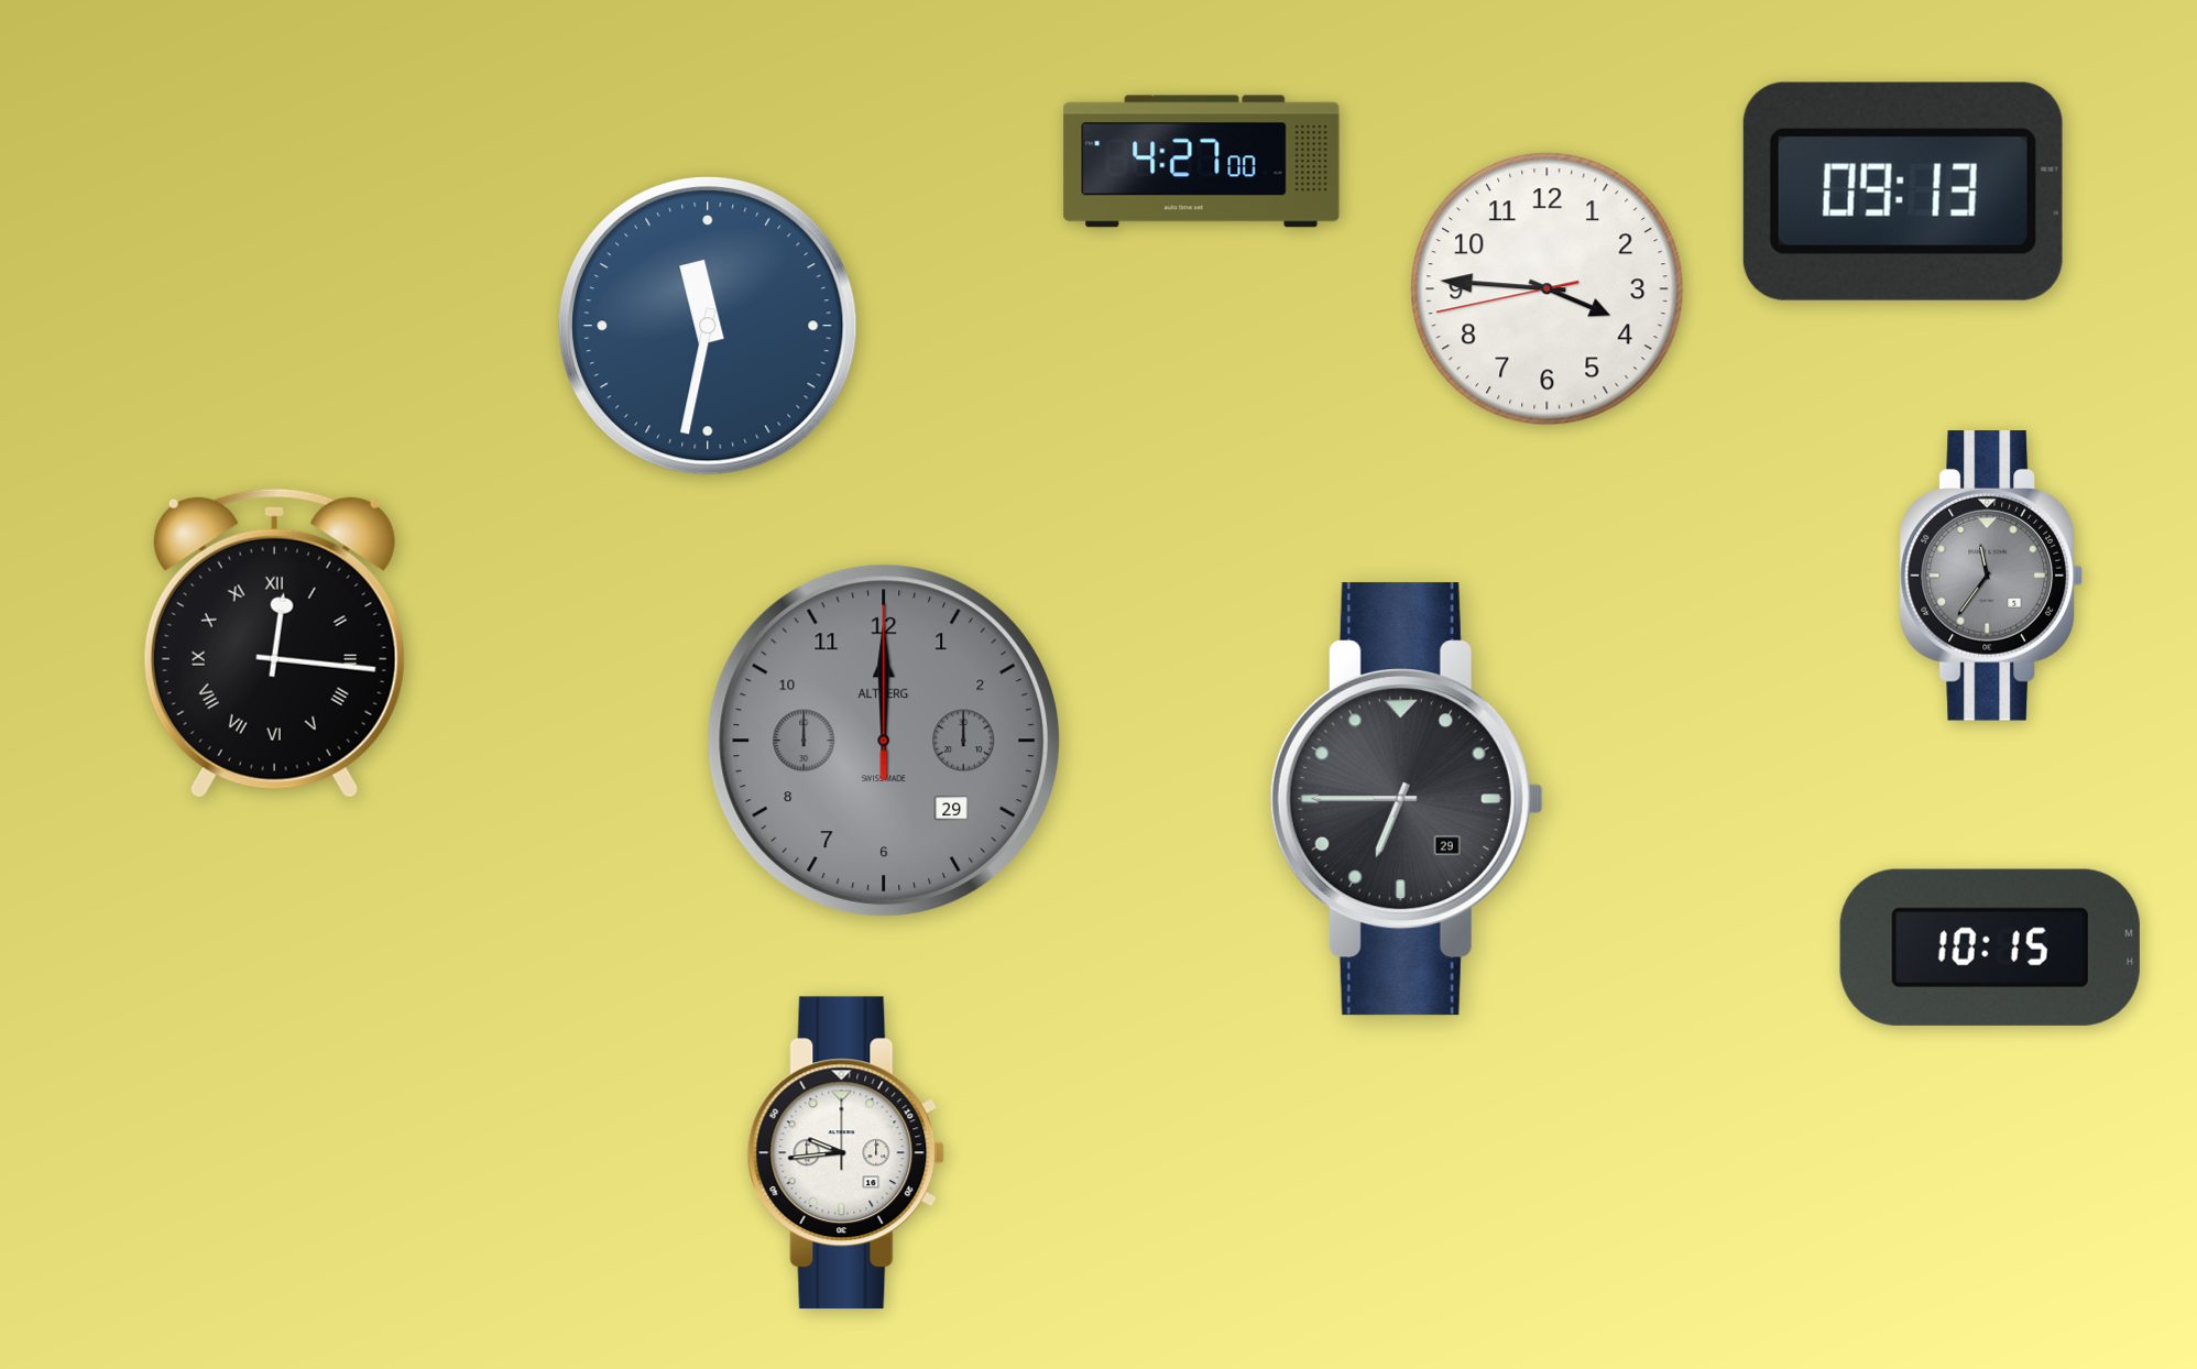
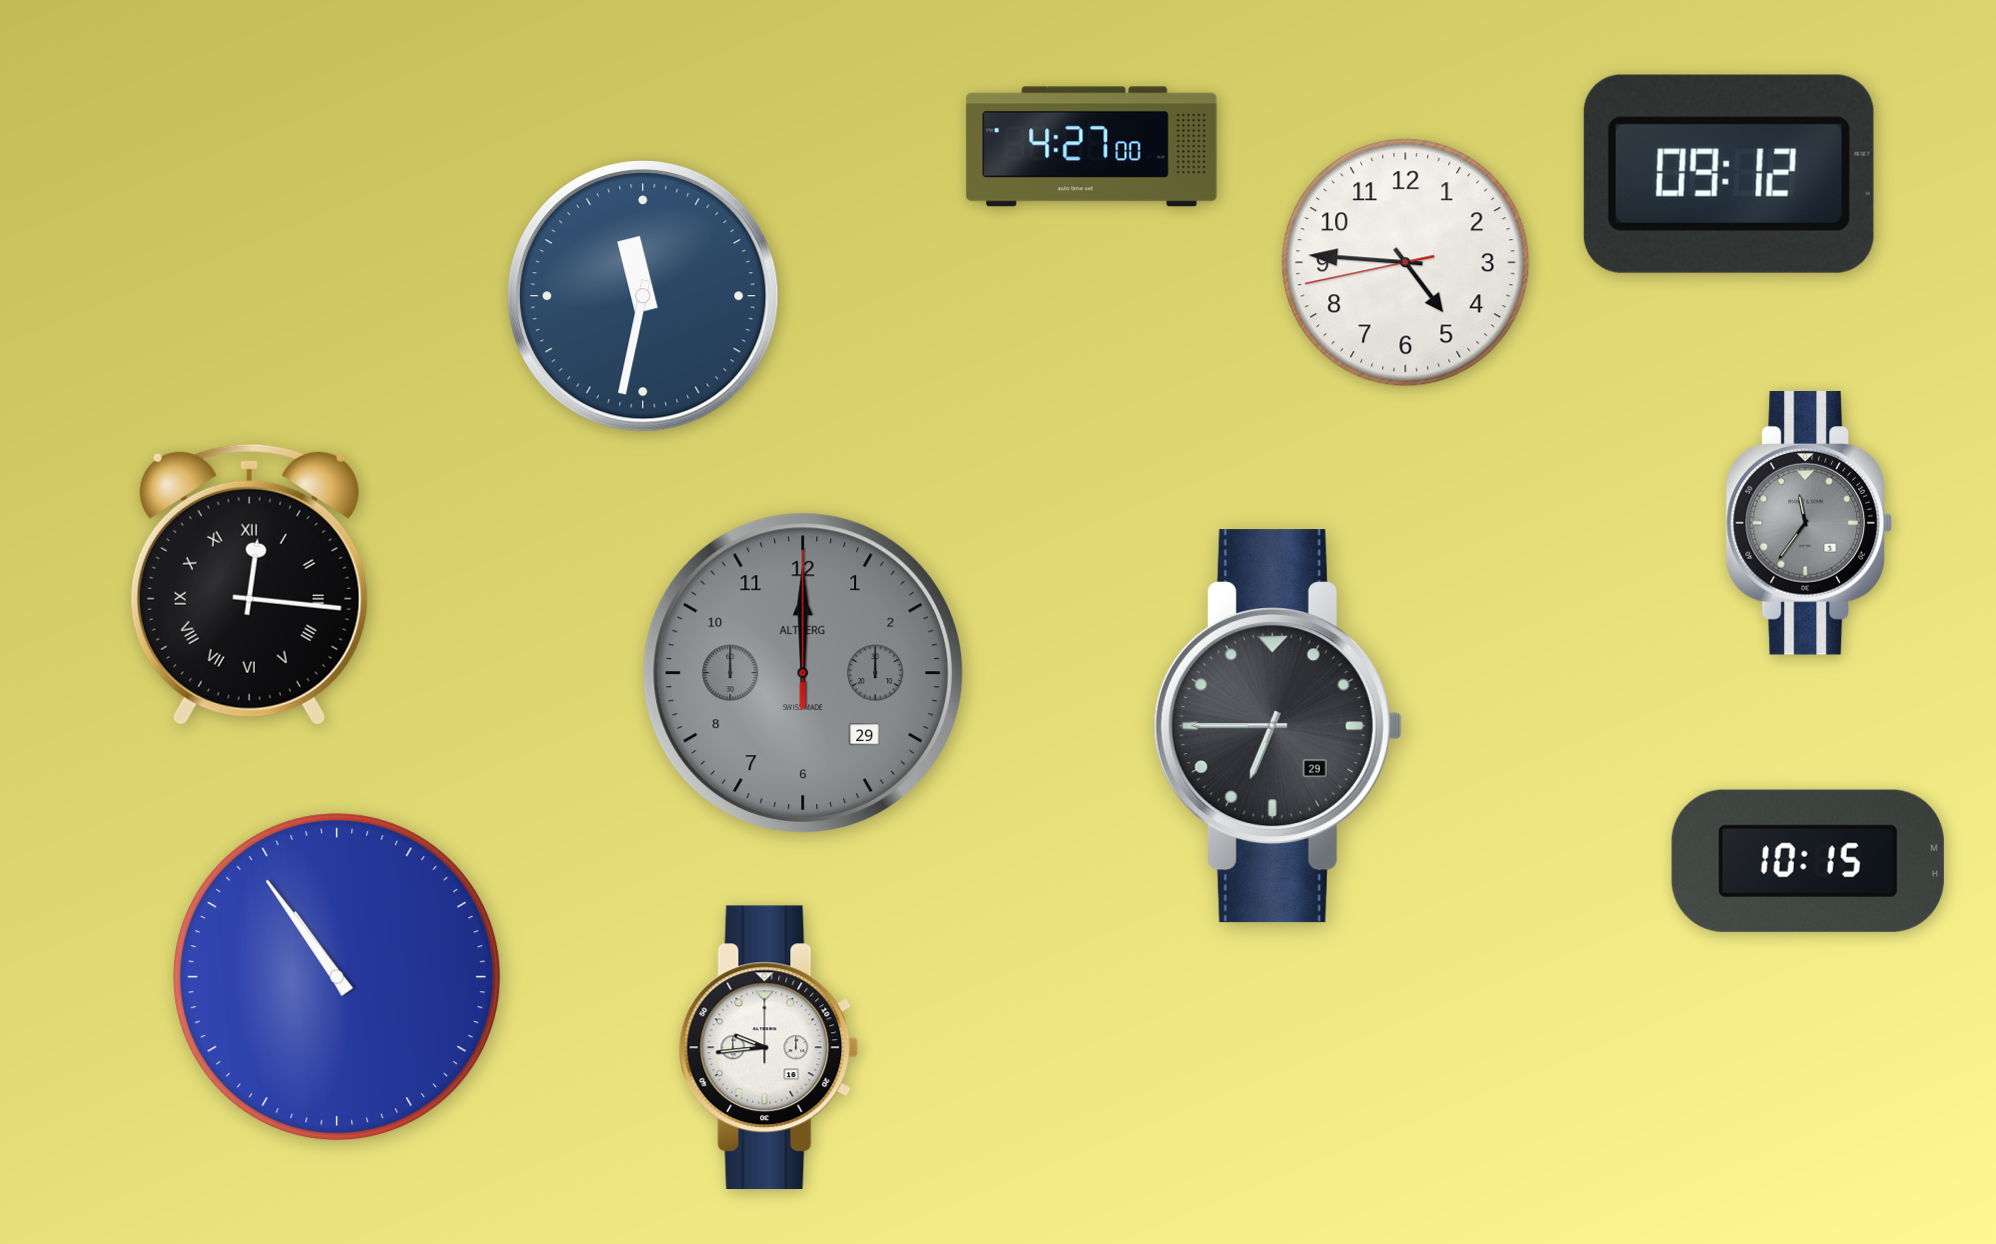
clock at (1903, 191): 09:13 -> 09:12
clock at (1548, 289): 3:45 -> 4:45
clock at (337, 977): none -> 10:54
